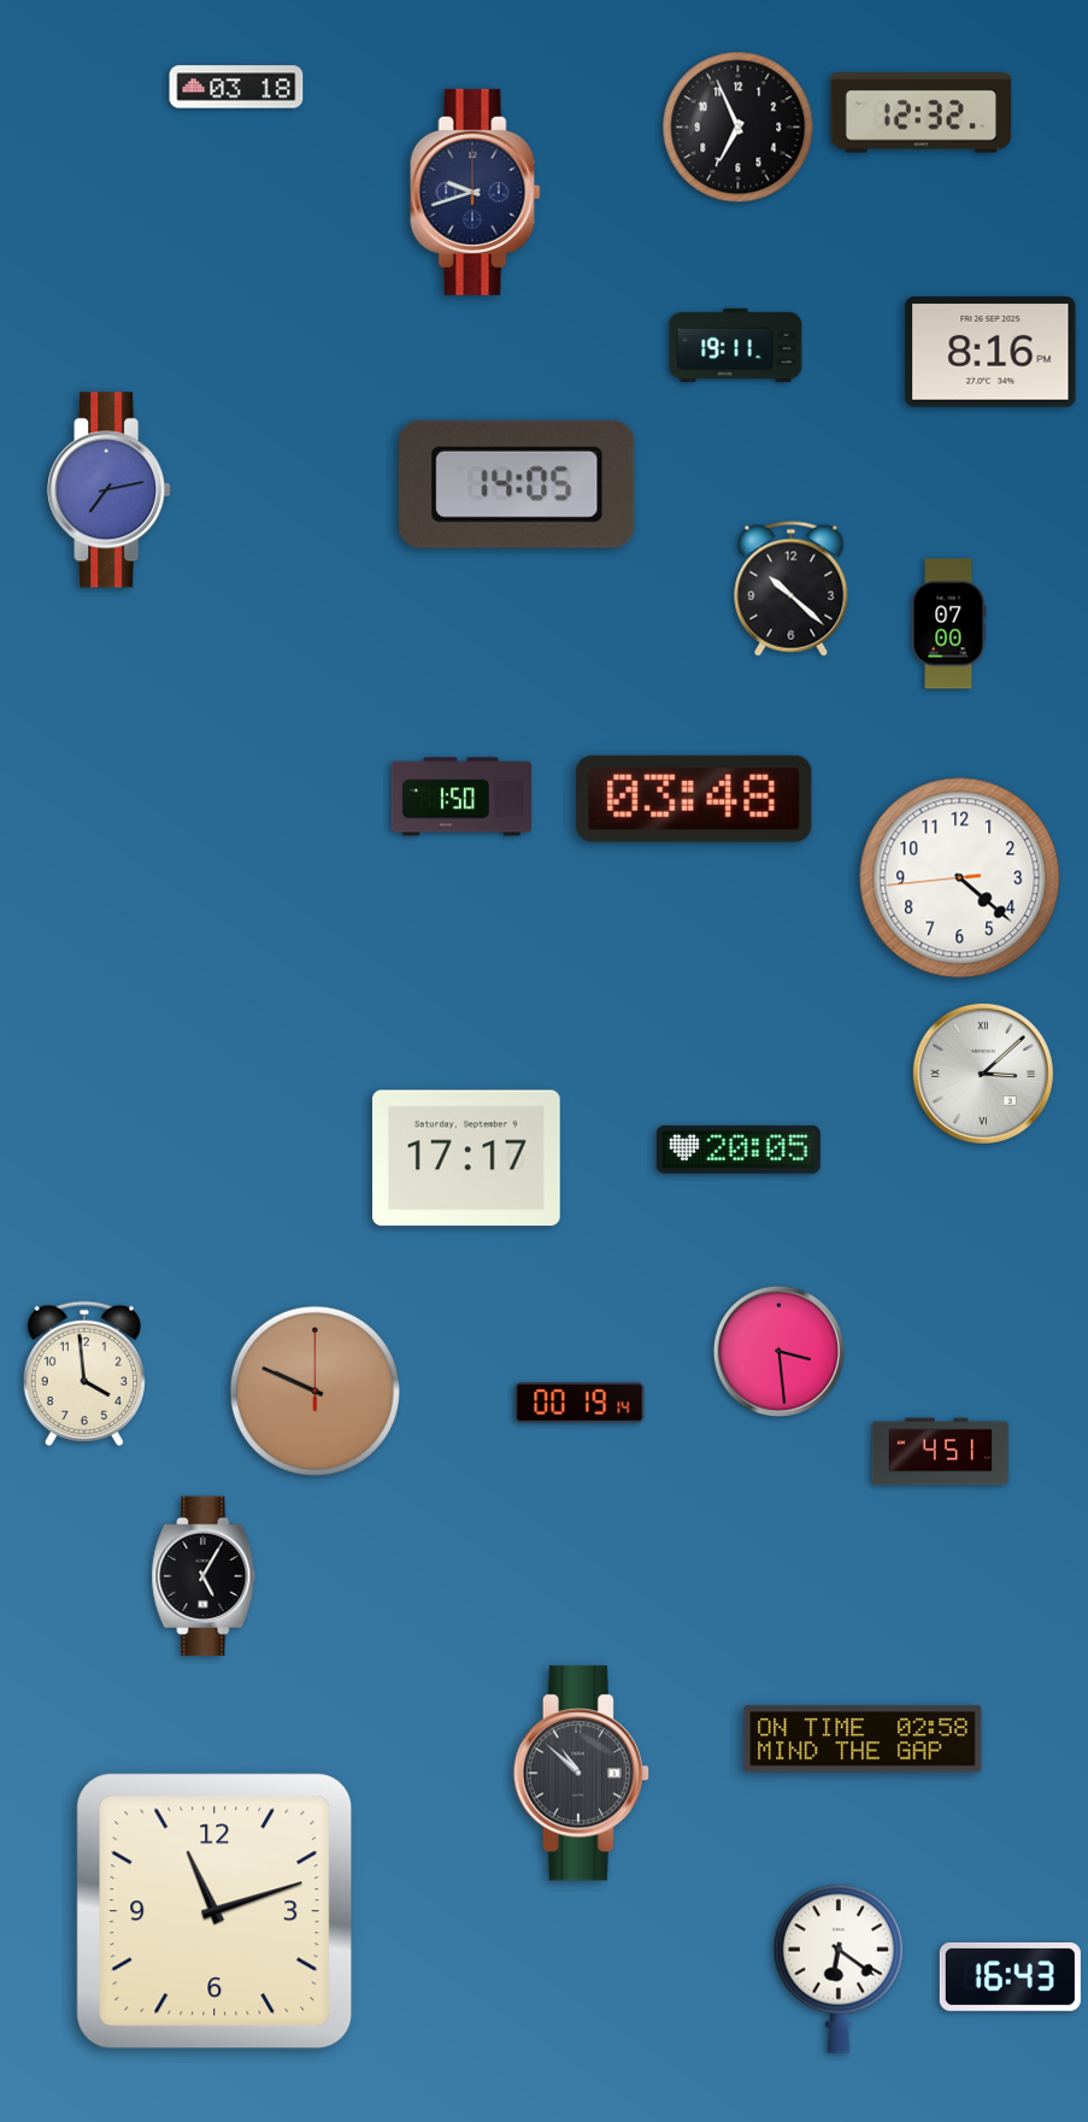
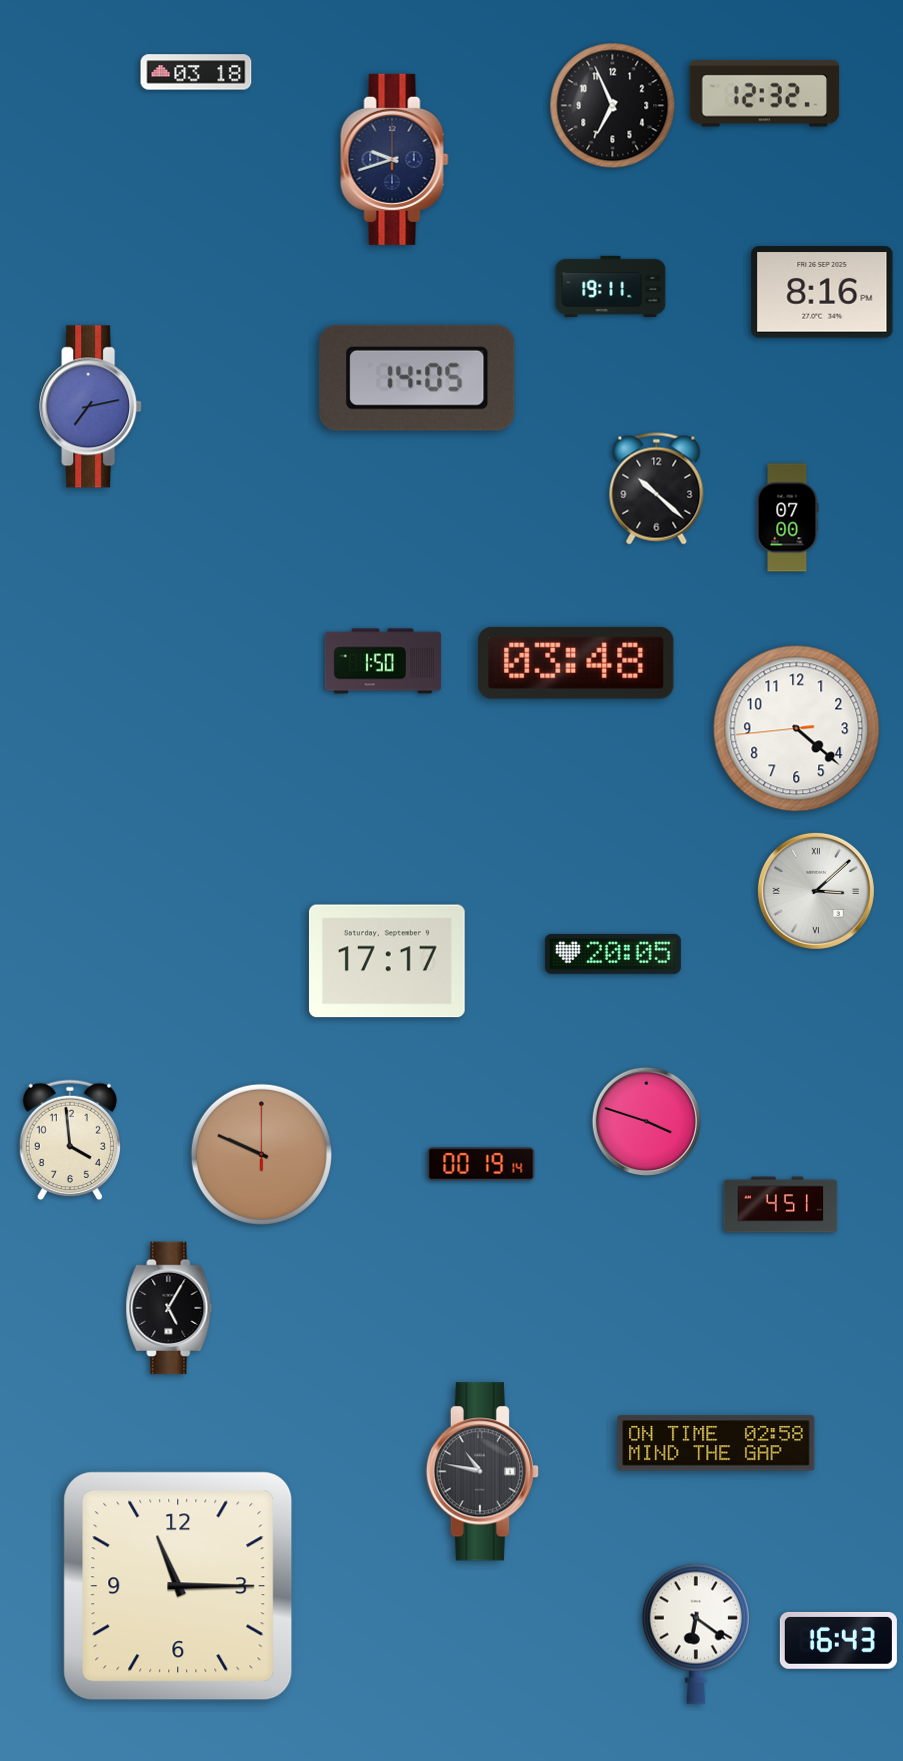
clock at (518, 484) position: (518, 484) -> (418, 378)
clock at (778, 1351): 3:29 -> 3:48
clock at (581, 1774): 10:52 -> 10:47
clock at (214, 1911): 11:12 -> 11:15
